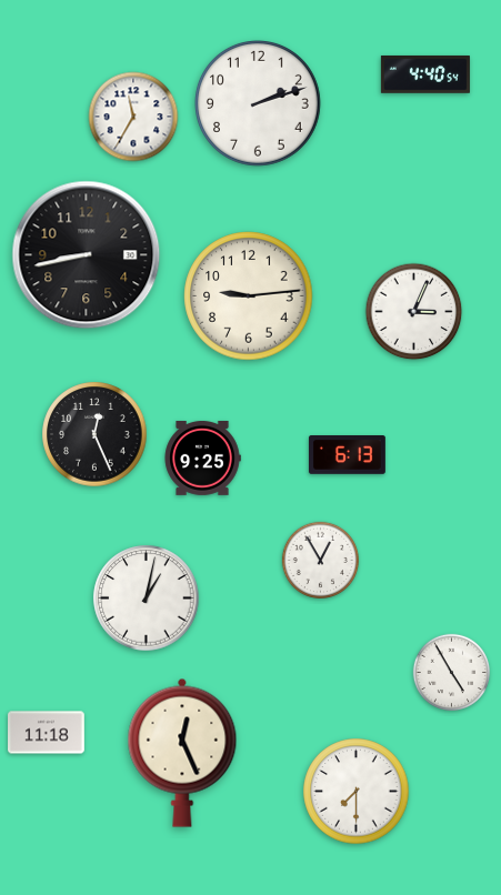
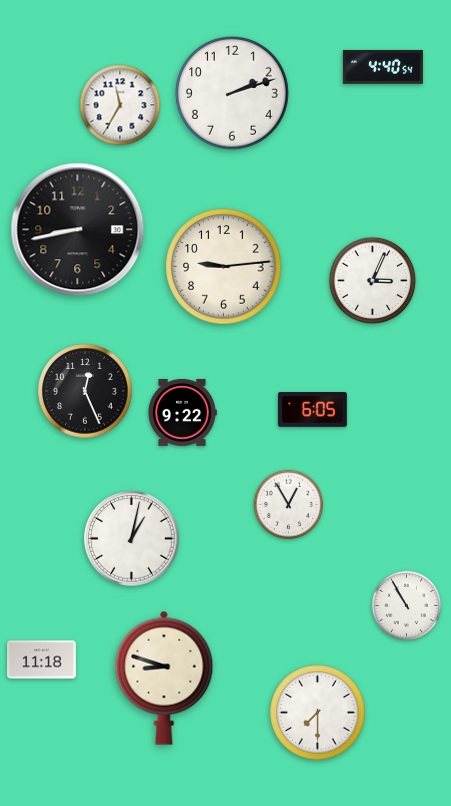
clock at (347, 455): 6:13 -> 6:05
clock at (202, 457): 9:25 -> 9:22
clock at (451, 672): 4:55 -> 10:55
clock at (182, 753): 12:26 -> 8:48
clock at (357, 792) position: (357, 792) -> (318, 713)
